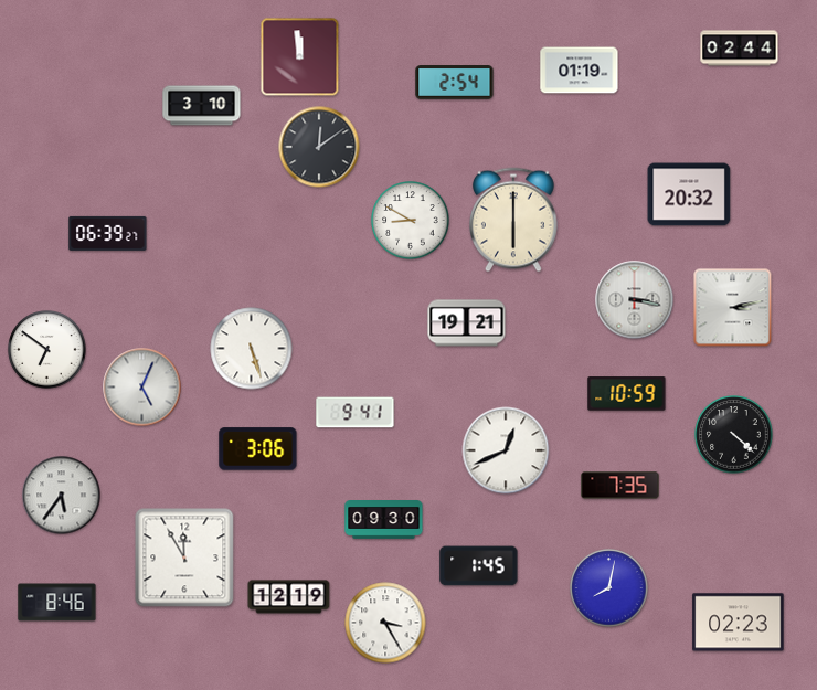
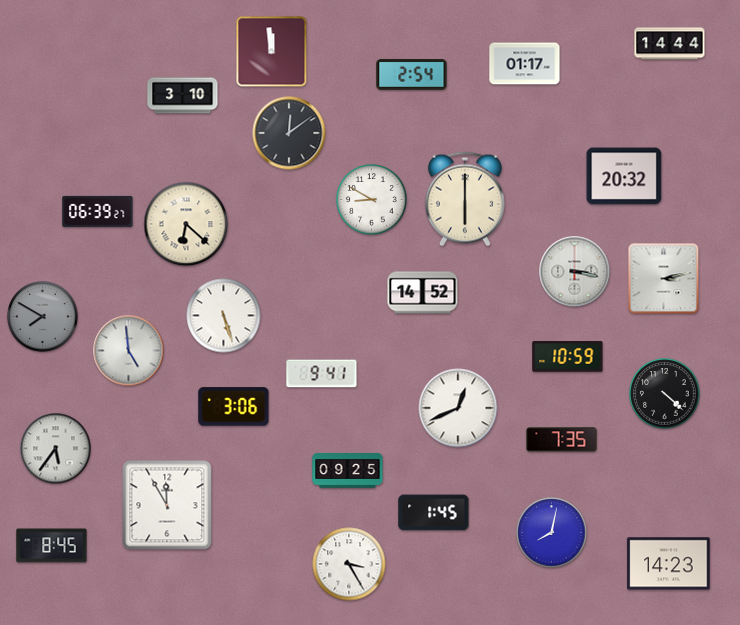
clock at (740, 49): 02:44 -> 14:44
clock at (580, 71): 01:19 -> 01:17
clock at (186, 224): none -> 6:22
clock at (467, 323): 19:21 -> 14:52
clock at (252, 349) position: (252, 349) -> (224, 316)
clock at (47, 350): 6:51 -> 7:50
clock at (47, 350) dial: white -> grey
clock at (142, 388): 5:04 -> 4:59
clock at (384, 520): 09:30 -> 09:25
clock at (289, 597): 12:19 -> none
clock at (57, 603): 8:46 -> 8:45
clock at (739, 623): 02:23 -> 14:23
